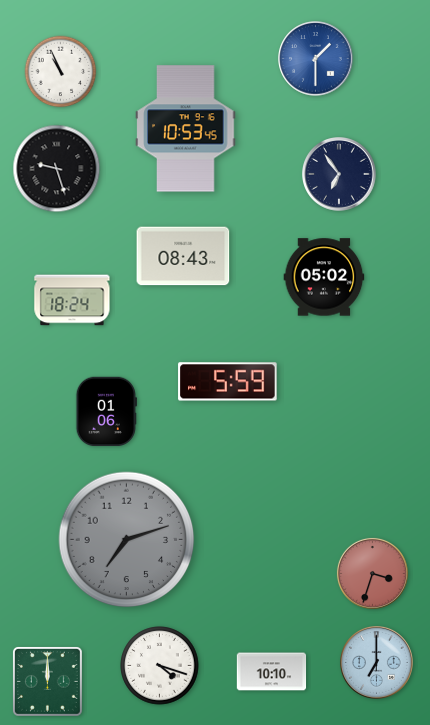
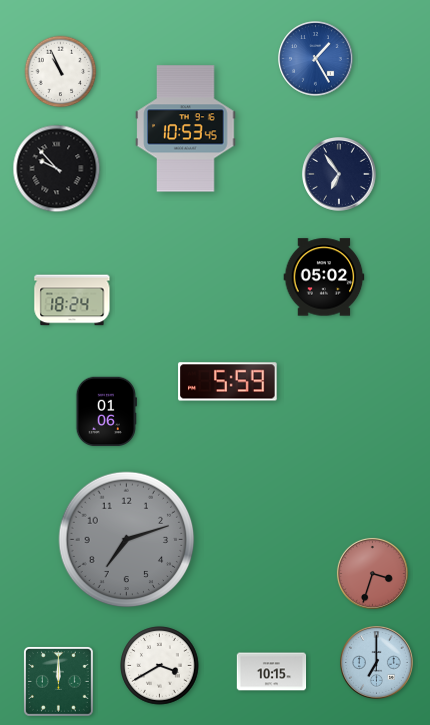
clock at (316, 59): 1:30 -> 1:25
clock at (57, 169): 9:27 -> 9:53
clock at (183, 256): 08:43 -> none
clock at (160, 666): 4:18 -> 3:40
clock at (272, 672): 10:10 -> 10:15
clock at (48, 682) position: (48, 682) -> (59, 682)
